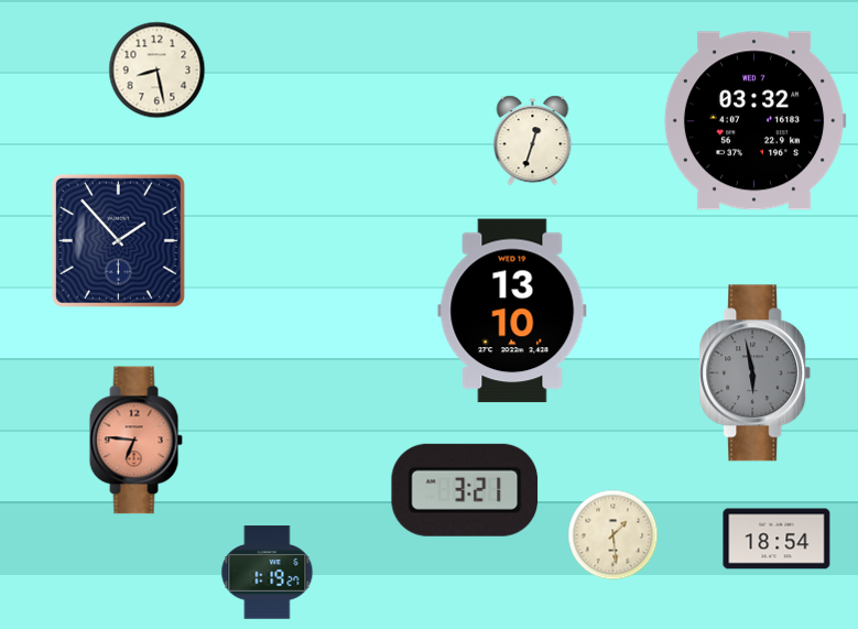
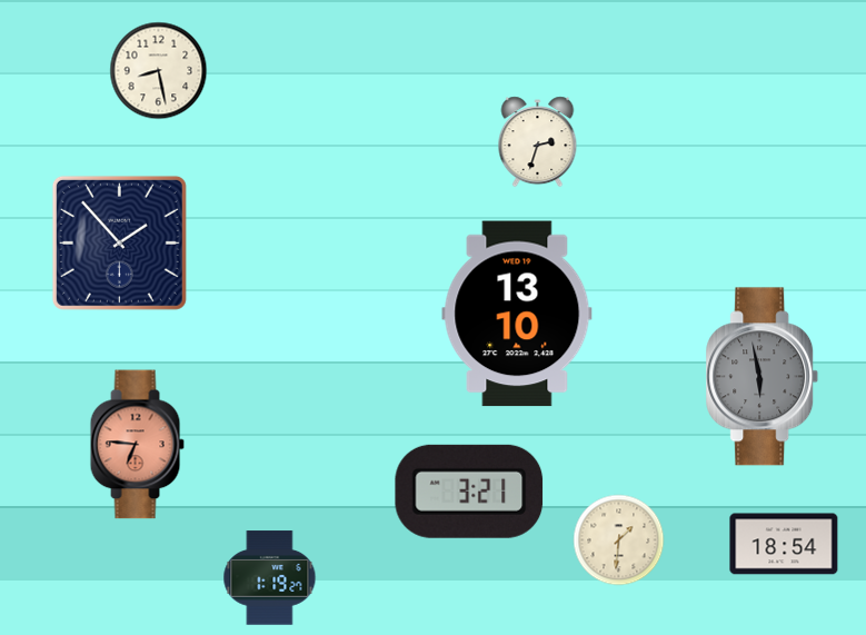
clock at (754, 121): 03:32 -> none
clock at (533, 141): 12:33 -> 2:33
clock at (465, 490) position: (465, 490) -> (469, 492)
clock at (613, 535): 1:29 -> 1:31
